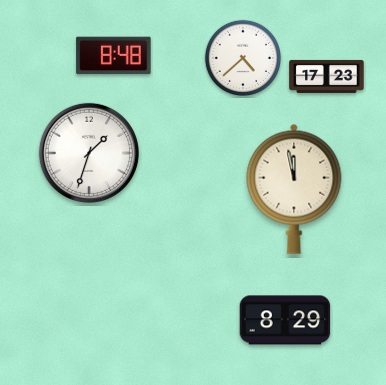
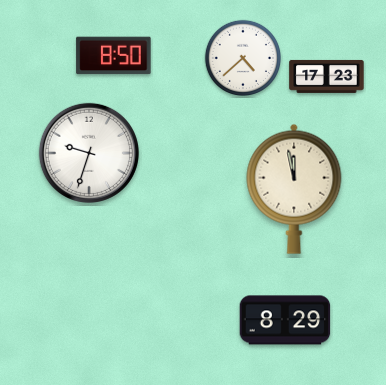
clock at (114, 56): 8:48 -> 8:50
clock at (89, 153): 1:33 -> 9:33
